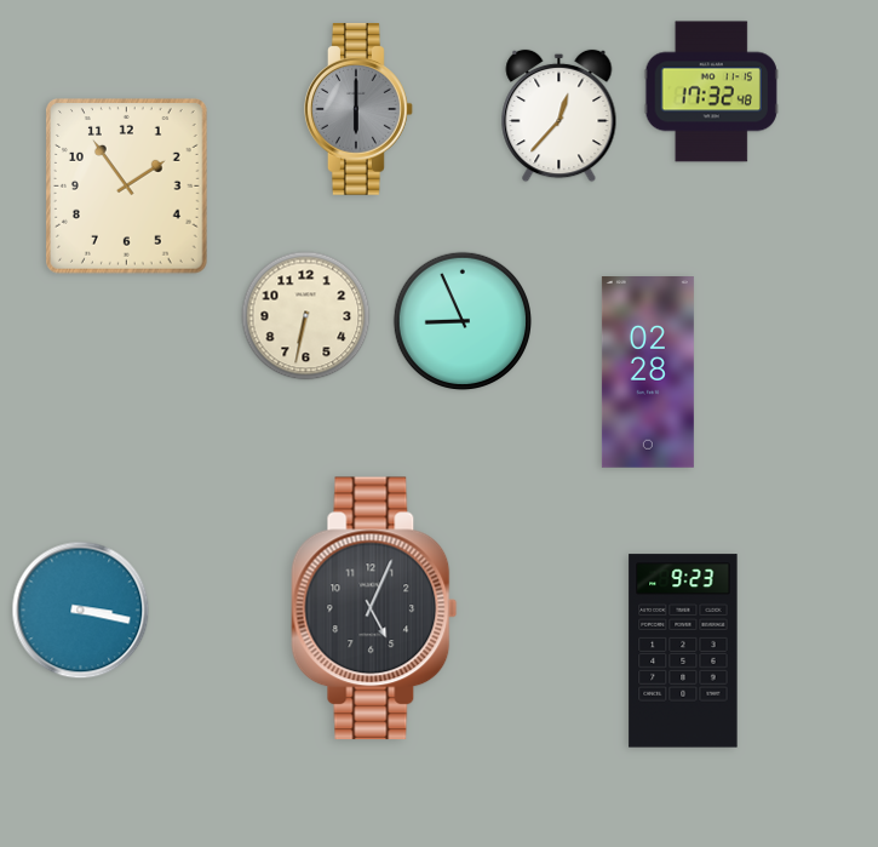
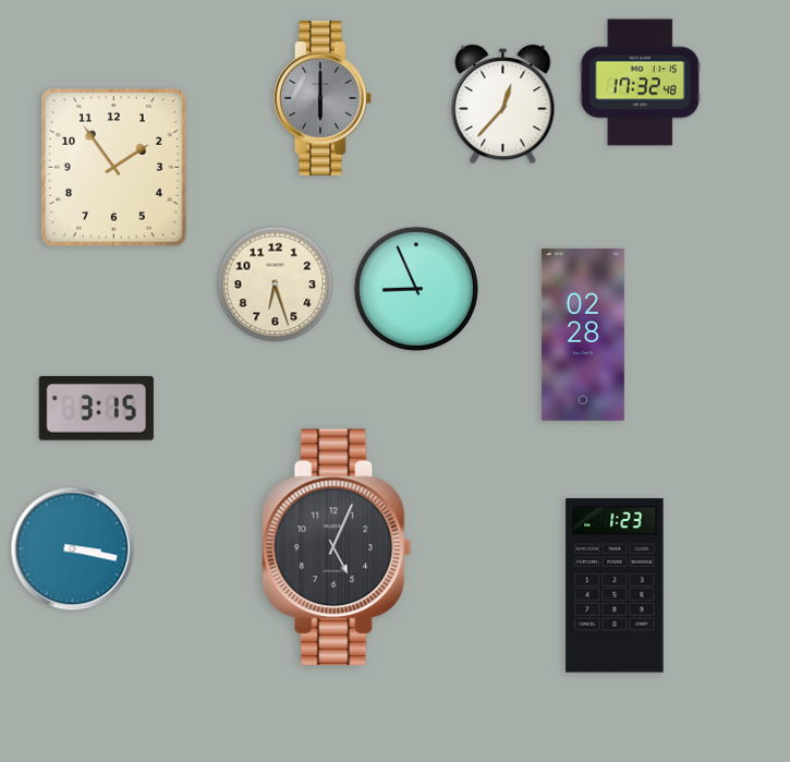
clock at (306, 316): 6:32 -> 6:27
clock at (96, 408): none -> 3:15
clock at (683, 651): 9:23 -> 1:23
